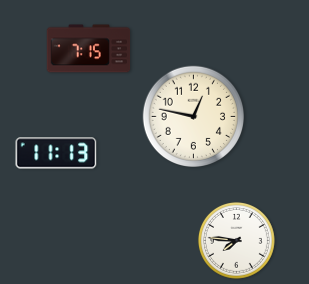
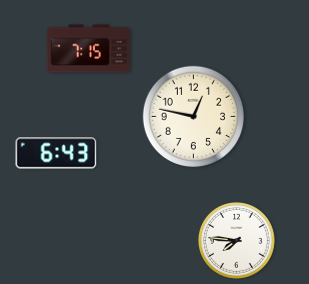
clock at (56, 153): 11:13 -> 6:43
